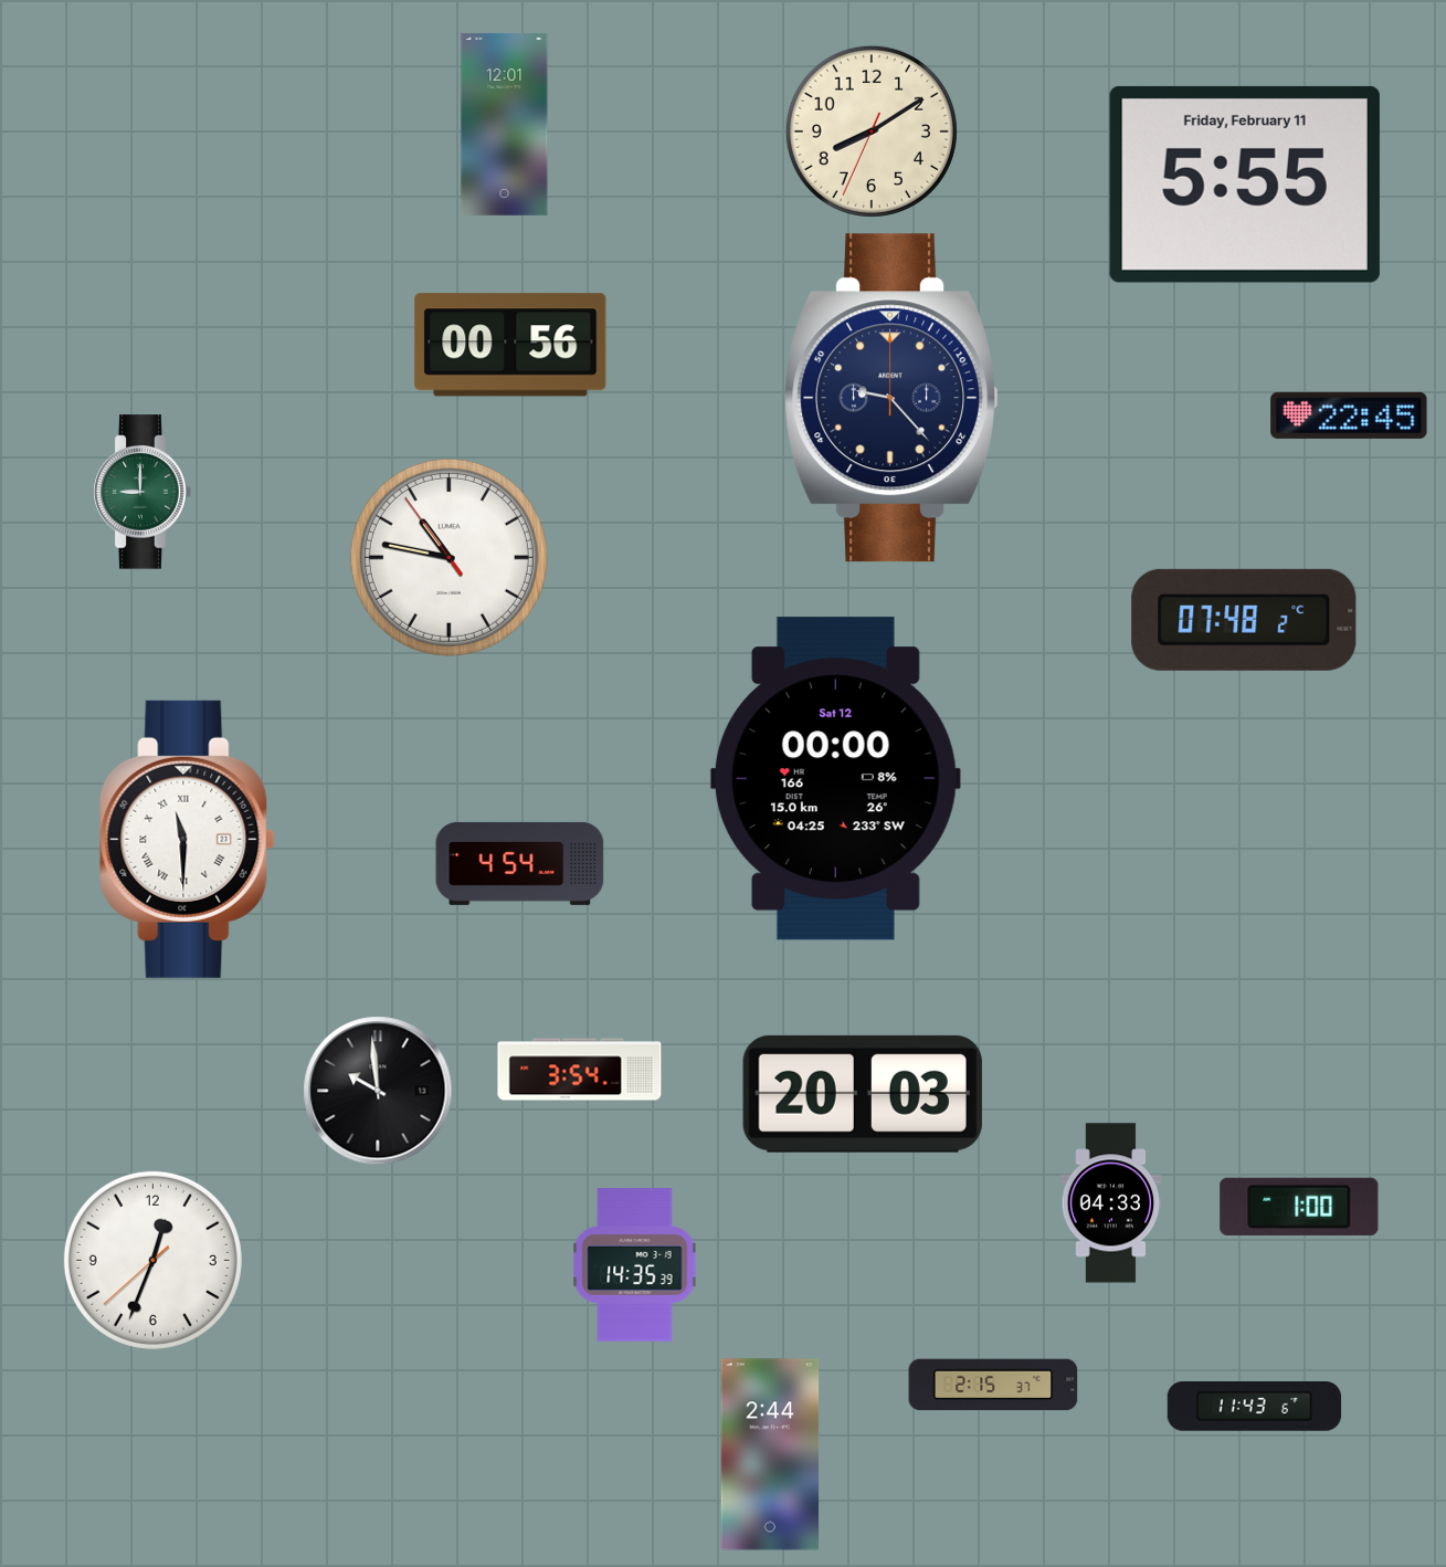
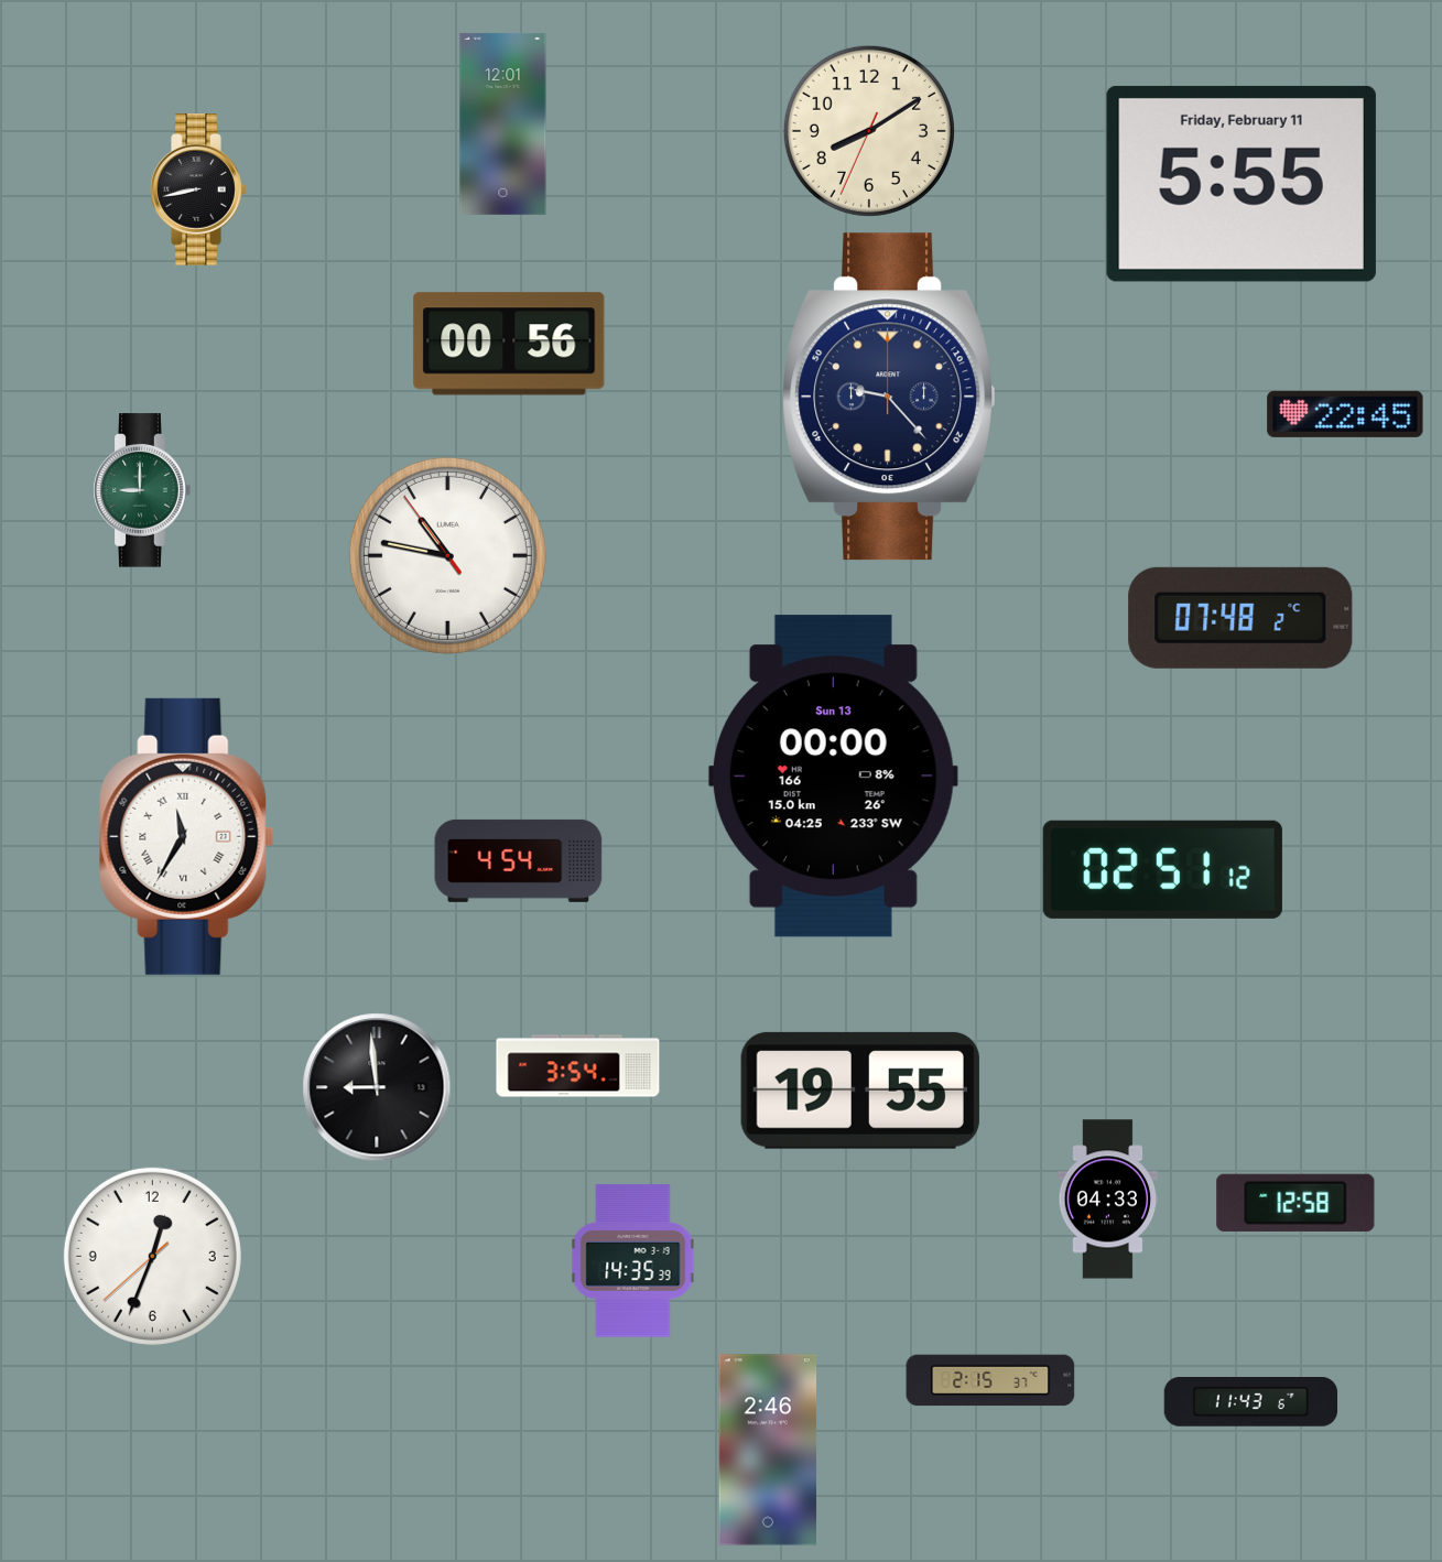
clock at (198, 189): none -> 8:43
clock at (835, 779) date: Sat 12 -> Sun 13
clock at (188, 839): 11:30 -> 11:35
clock at (1162, 869): none -> 02:51
clock at (378, 1091): 9:59 -> 8:59
clock at (863, 1094): 20:03 -> 19:55
clock at (1299, 1207): 1:00 -> 12:58
clock at (770, 1454): 2:44 -> 2:46
